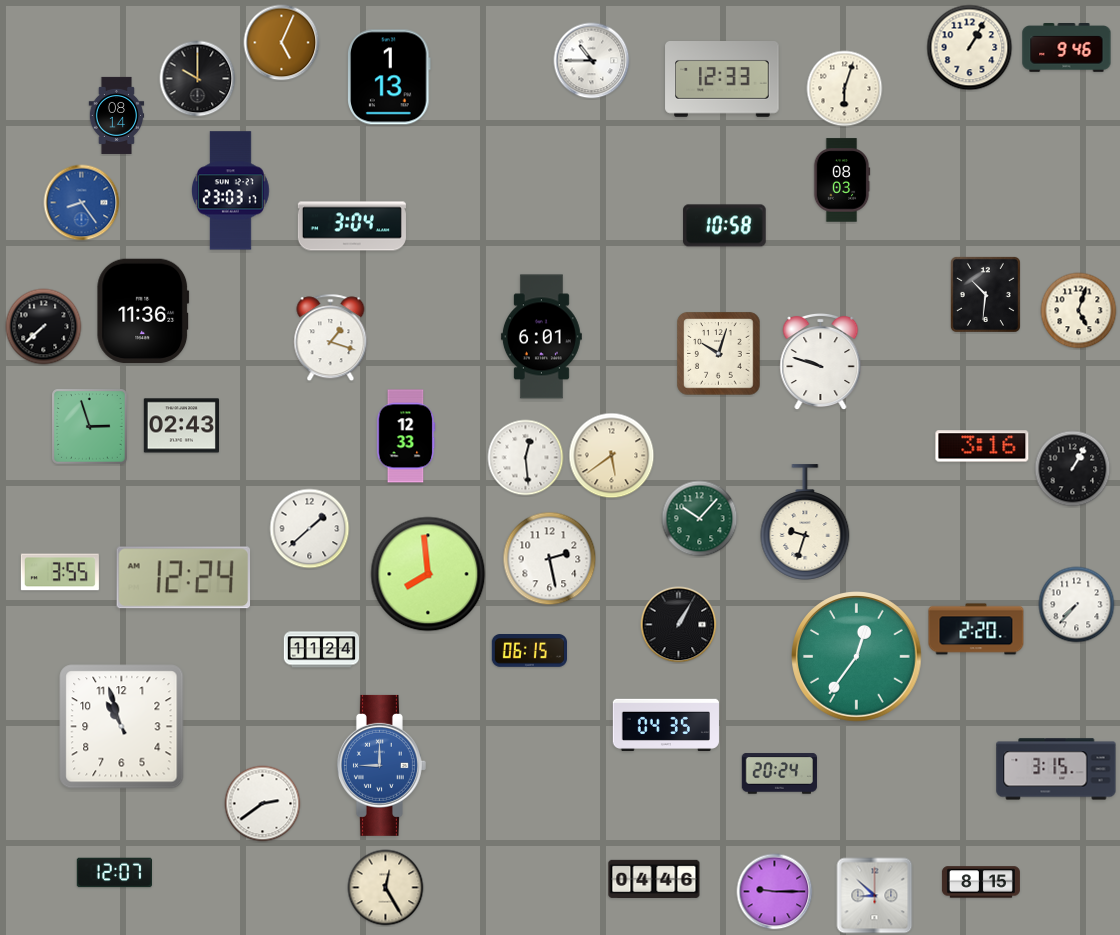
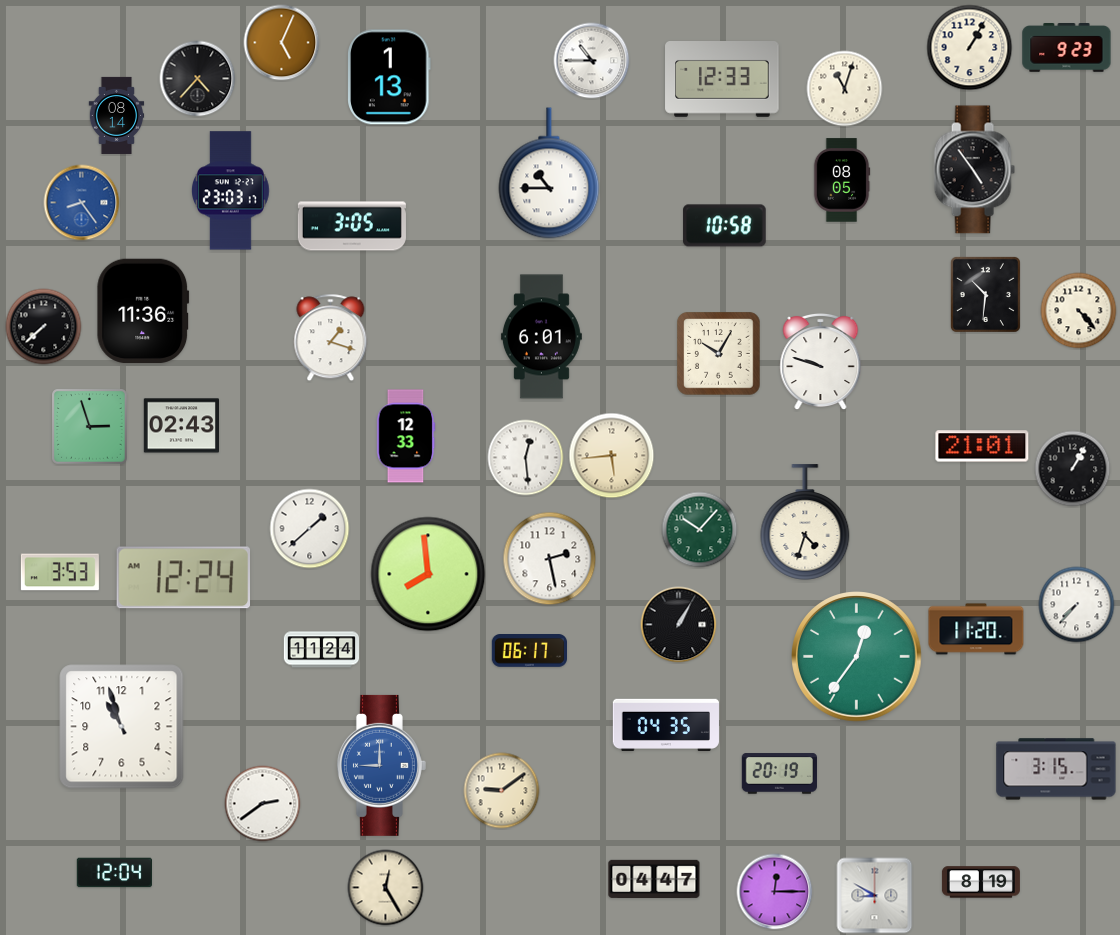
clock at (1067, 48): 9:46 -> 9:23
clock at (198, 79): 10:00 -> 4:37
clock at (845, 89): 6:03 -> 11:03
clock at (974, 170): none -> 4:54
clock at (549, 173): none -> 10:45
clock at (842, 180): 08:03 -> 08:05
clock at (352, 226): 3:04 -> 3:05
clock at (1079, 311): 5:03 -> 4:23
clock at (719, 354): 10:03 -> 10:05
clock at (982, 446): 3:16 -> 21:01
clock at (612, 456): 5:39 -> 5:44
clock at (700, 519) position: (700, 519) -> (700, 530)
clock at (805, 522): 9:33 -> 4:33
clock at (60, 572): 3:55 -> 3:53
clock at (976, 629): 2:20 -> 11:20
clock at (529, 651): 06:15 -> 06:17
clock at (779, 774): 20:24 -> 20:19
clock at (502, 791): none -> 9:09
clock at (114, 873): 12:07 -> 12:04
clock at (654, 878): 04:46 -> 04:47
clock at (981, 882): 8:15 -> 8:19
clock at (775, 892): 9:15 -> 12:15
clock at (875, 896): 8:52 -> 8:50
